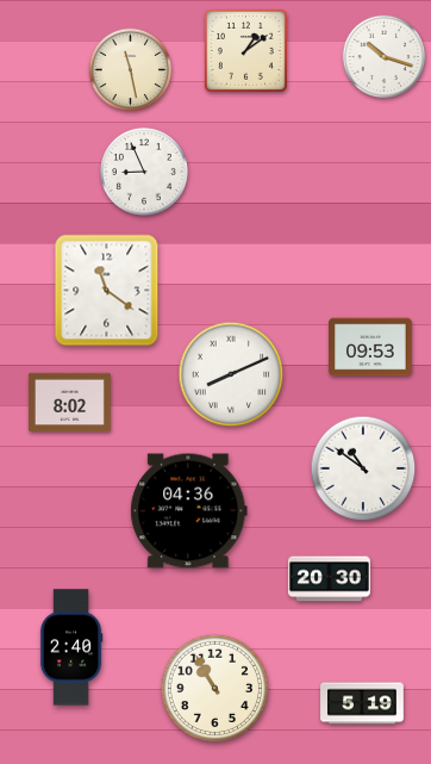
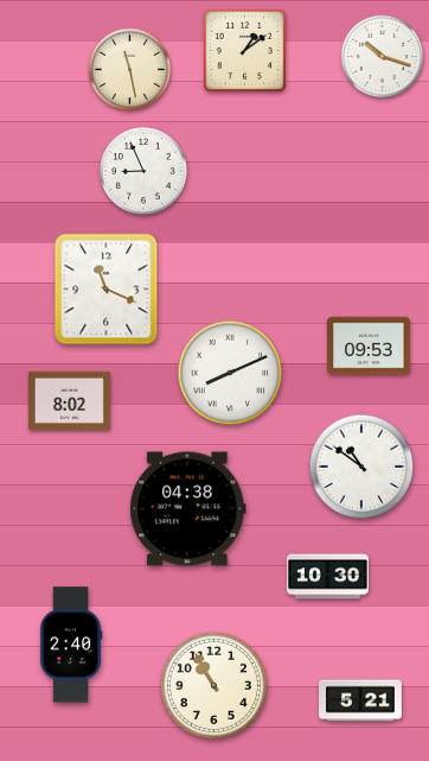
clock at (107, 291): 11:21 -> 11:19
clock at (189, 511): 04:36 -> 04:38
clock at (329, 579): 20:30 -> 10:30
clock at (362, 703): 5:19 -> 5:21
